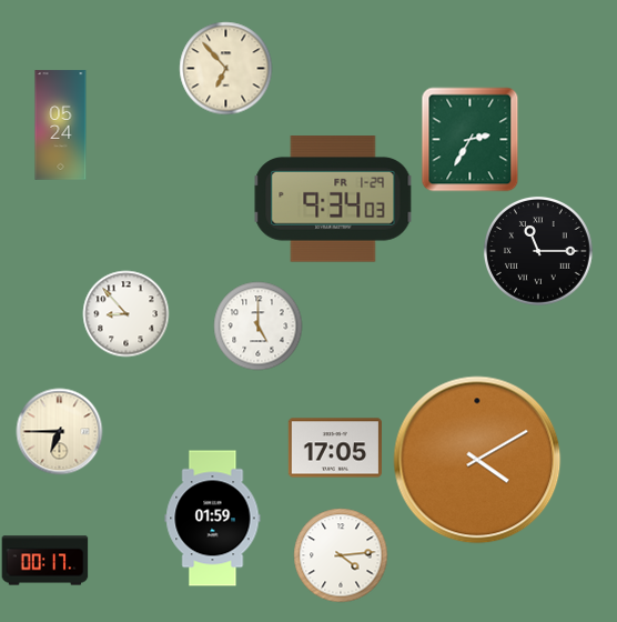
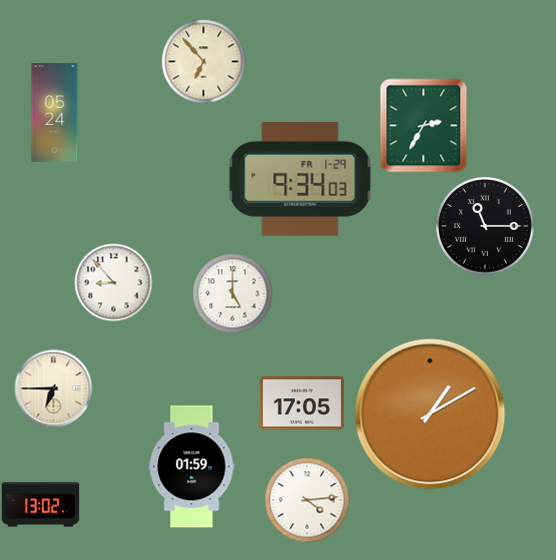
clock at (477, 460): 4:10 -> 1:10
clock at (44, 561): 00:17 -> 13:02
